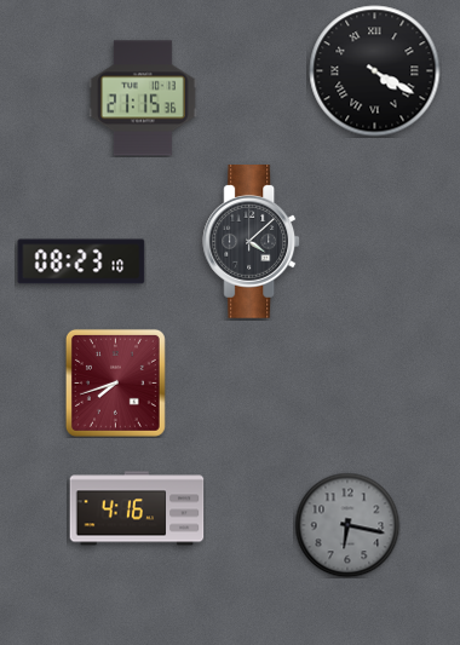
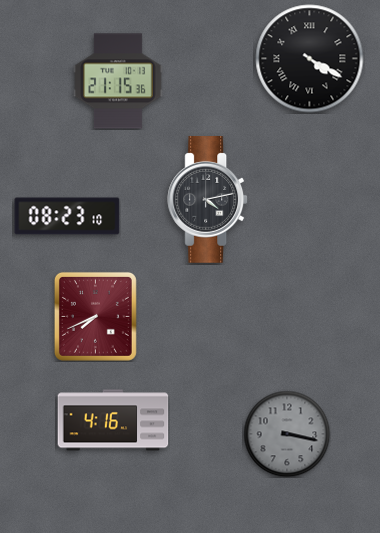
clock at (252, 242): 4:08 -> 4:13
clock at (115, 382): 7:42 -> 7:41
clock at (347, 525): 6:17 -> 3:17
